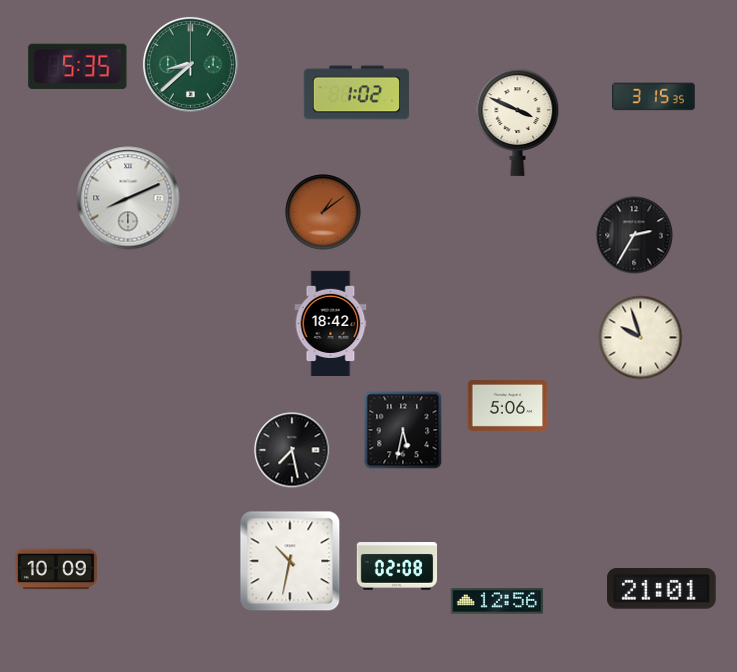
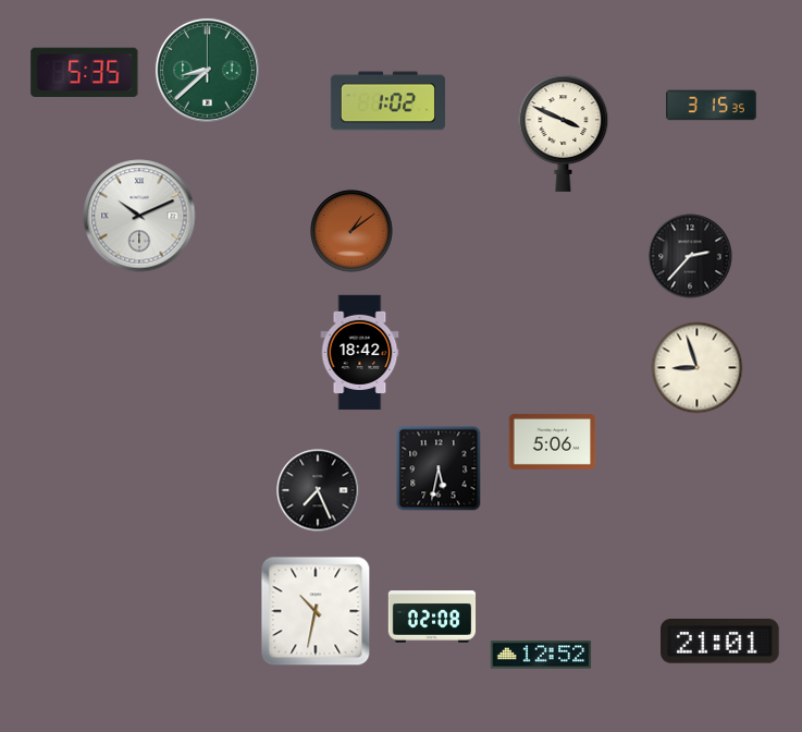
clock at (128, 198): 8:11 -> 10:11
clock at (634, 235): 2:35 -> 2:37
clock at (641, 338): 9:57 -> 8:57
clock at (292, 450): 7:28 -> 7:26
clock at (56, 569): 10:09 -> none
clock at (497, 601): 12:56 -> 12:52
